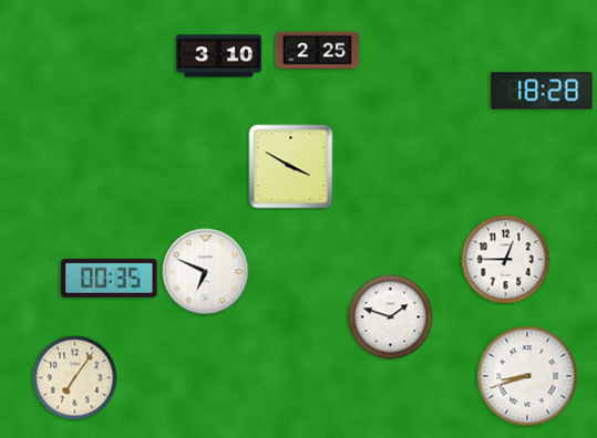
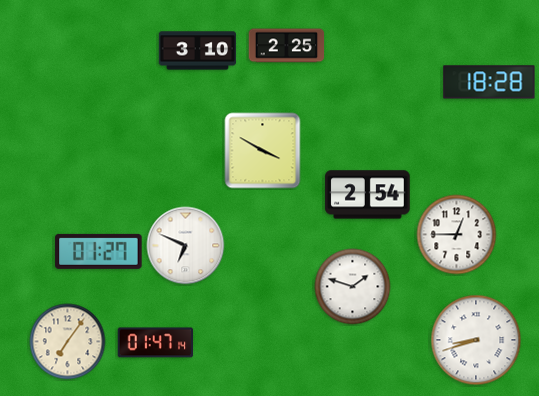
clock at (368, 195): none -> 2:54
clock at (110, 278): 00:35 -> 01:27
clock at (156, 343): none -> 01:47
